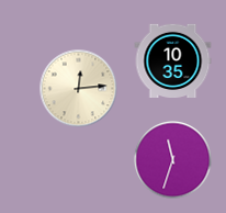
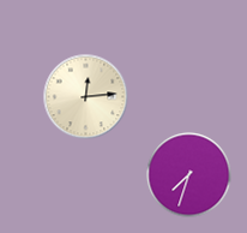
clock at (173, 60): 10:35 -> none
clock at (173, 160): 11:33 -> 7:33
